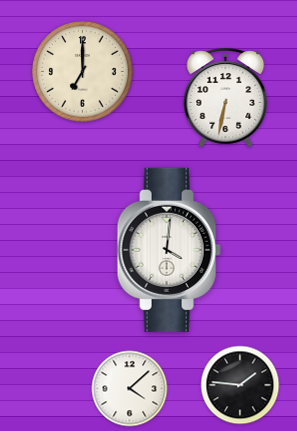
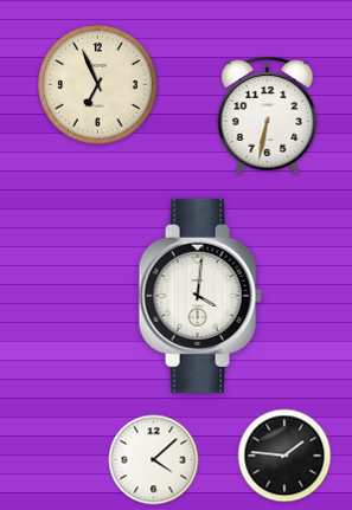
clock at (83, 72): 7:00 -> 6:56
